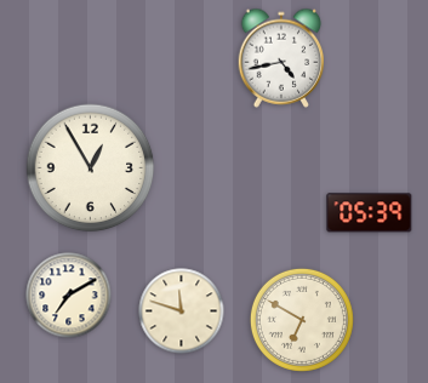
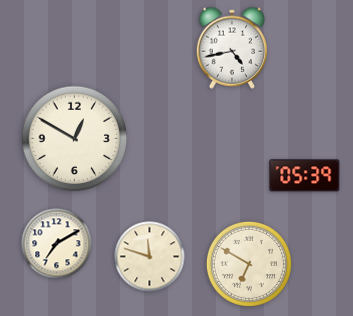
clock at (91, 168): 12:55 -> 12:50
